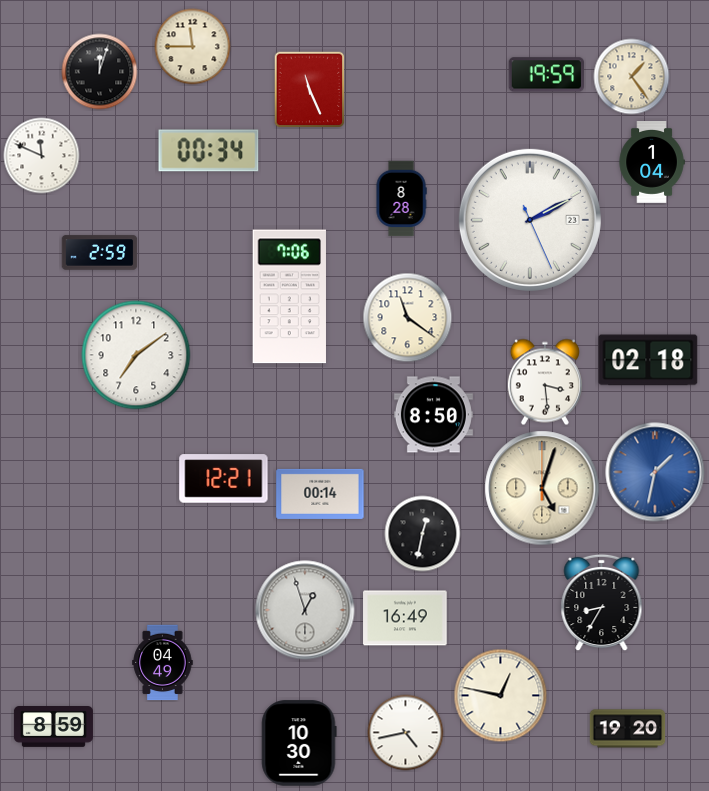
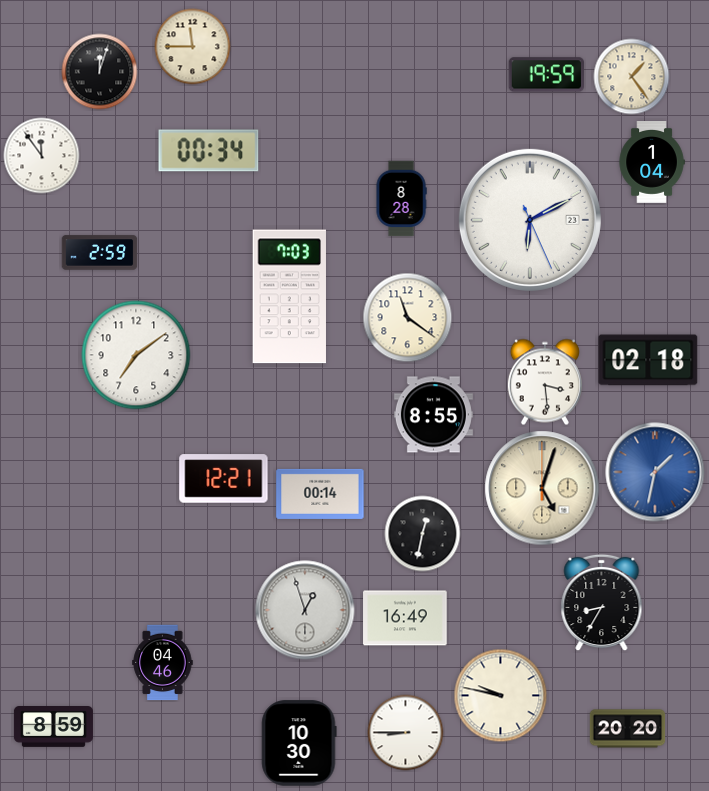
clock at (310, 90): 11:26 -> none
clock at (42, 156): 11:49 -> 11:54
clock at (530, 220): 2:10 -> 6:10
clock at (289, 297): 7:06 -> 7:03
clock at (433, 415): 8:50 -> 8:55
clock at (163, 663): 04:49 -> 04:46
clock at (501, 696): 12:47 -> 9:47
clock at (628, 729): 19:20 -> 20:20
clock at (406, 733): 4:43 -> 8:45
